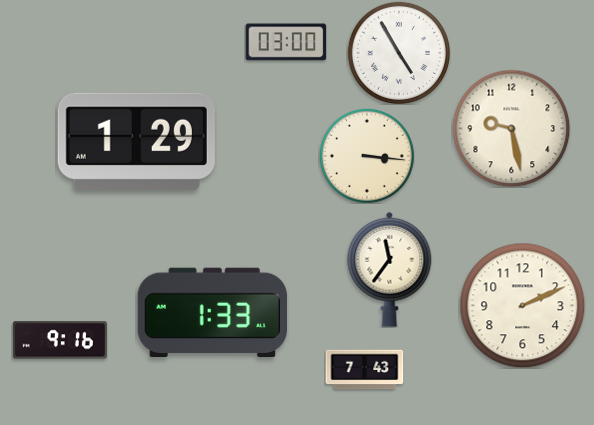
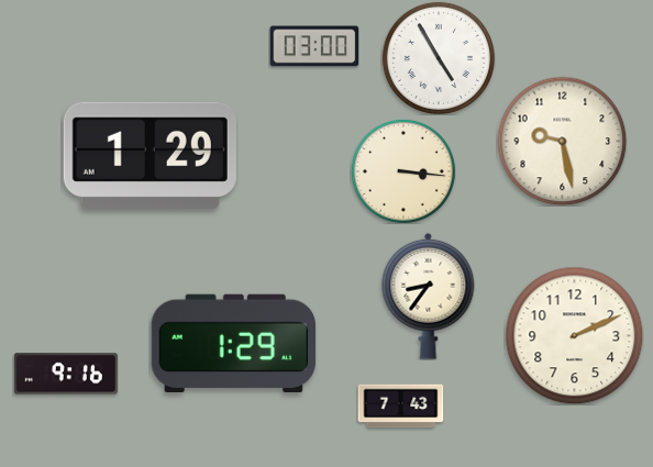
clock at (390, 269): 11:36 -> 8:36
clock at (212, 312): 1:33 -> 1:29
